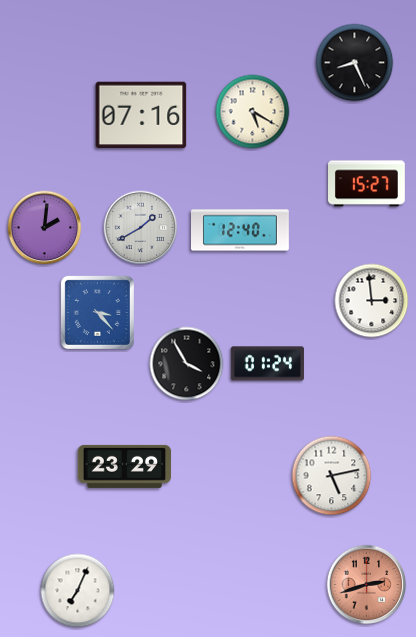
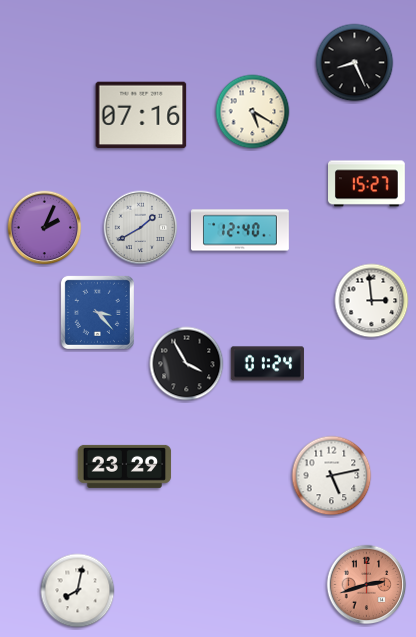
clock at (45, 228): 2:01 -> 2:04
clock at (78, 591): 7:04 -> 8:02
